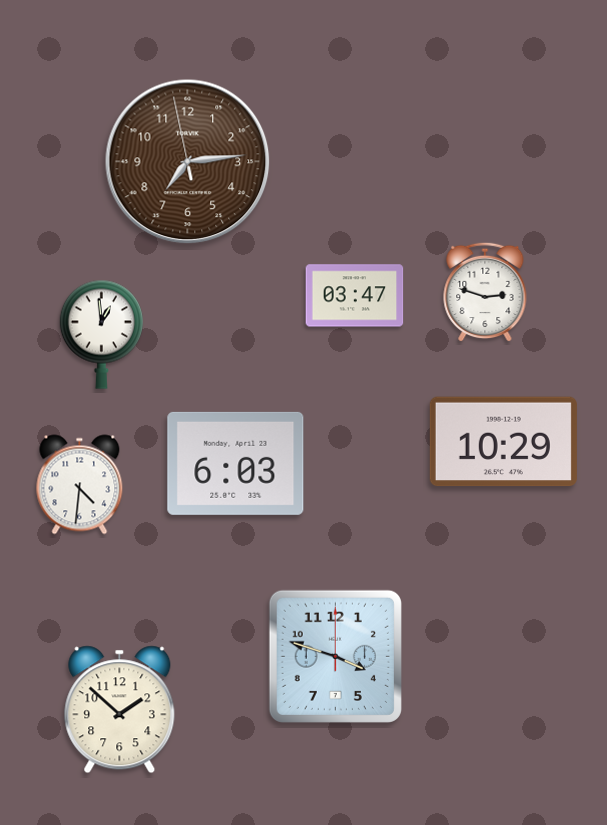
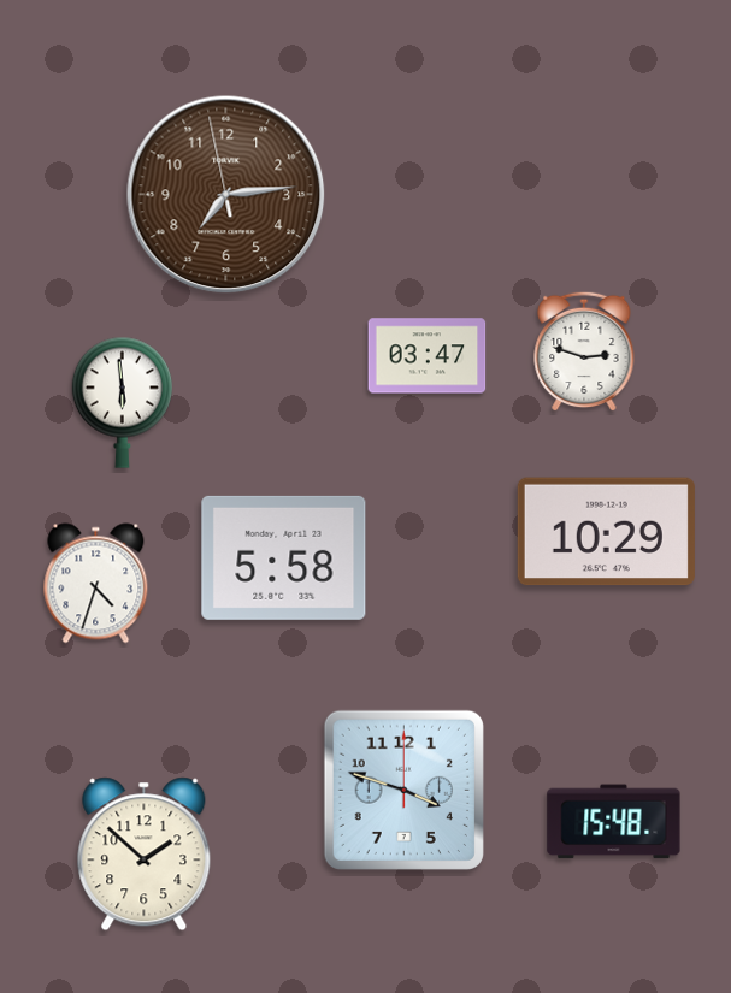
clock at (101, 334): 12:59 -> 5:59
clock at (236, 463): 6:03 -> 5:58
clock at (80, 485): 4:31 -> 4:33
clock at (614, 822): none -> 15:48
